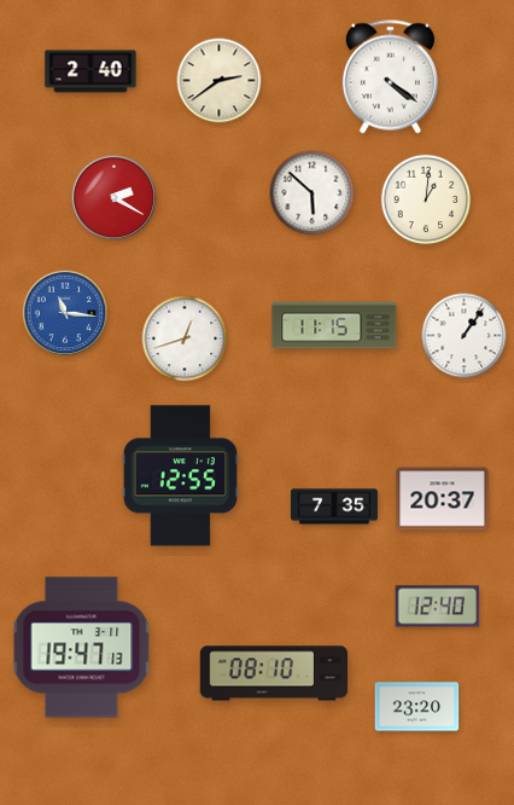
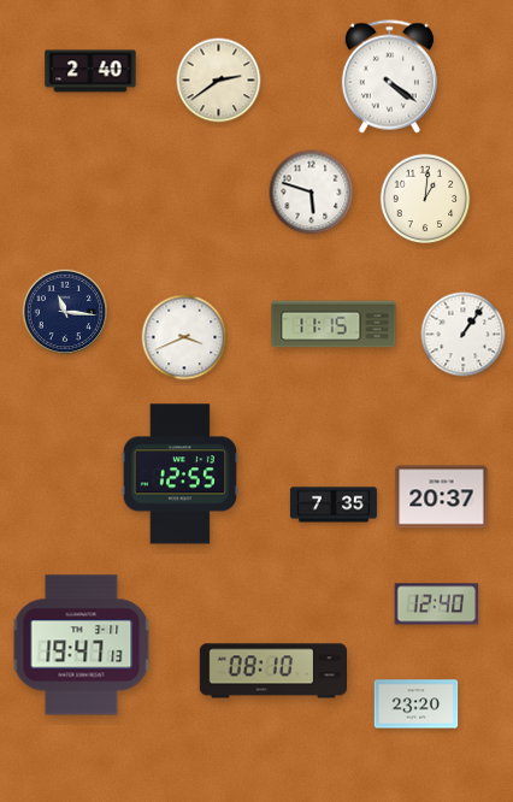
clock at (313, 193): 5:52 -> 5:48
clock at (115, 198): 2:20 -> none
clock at (64, 312) dial: blue -> navy
clock at (185, 338): 12:42 -> 3:41
